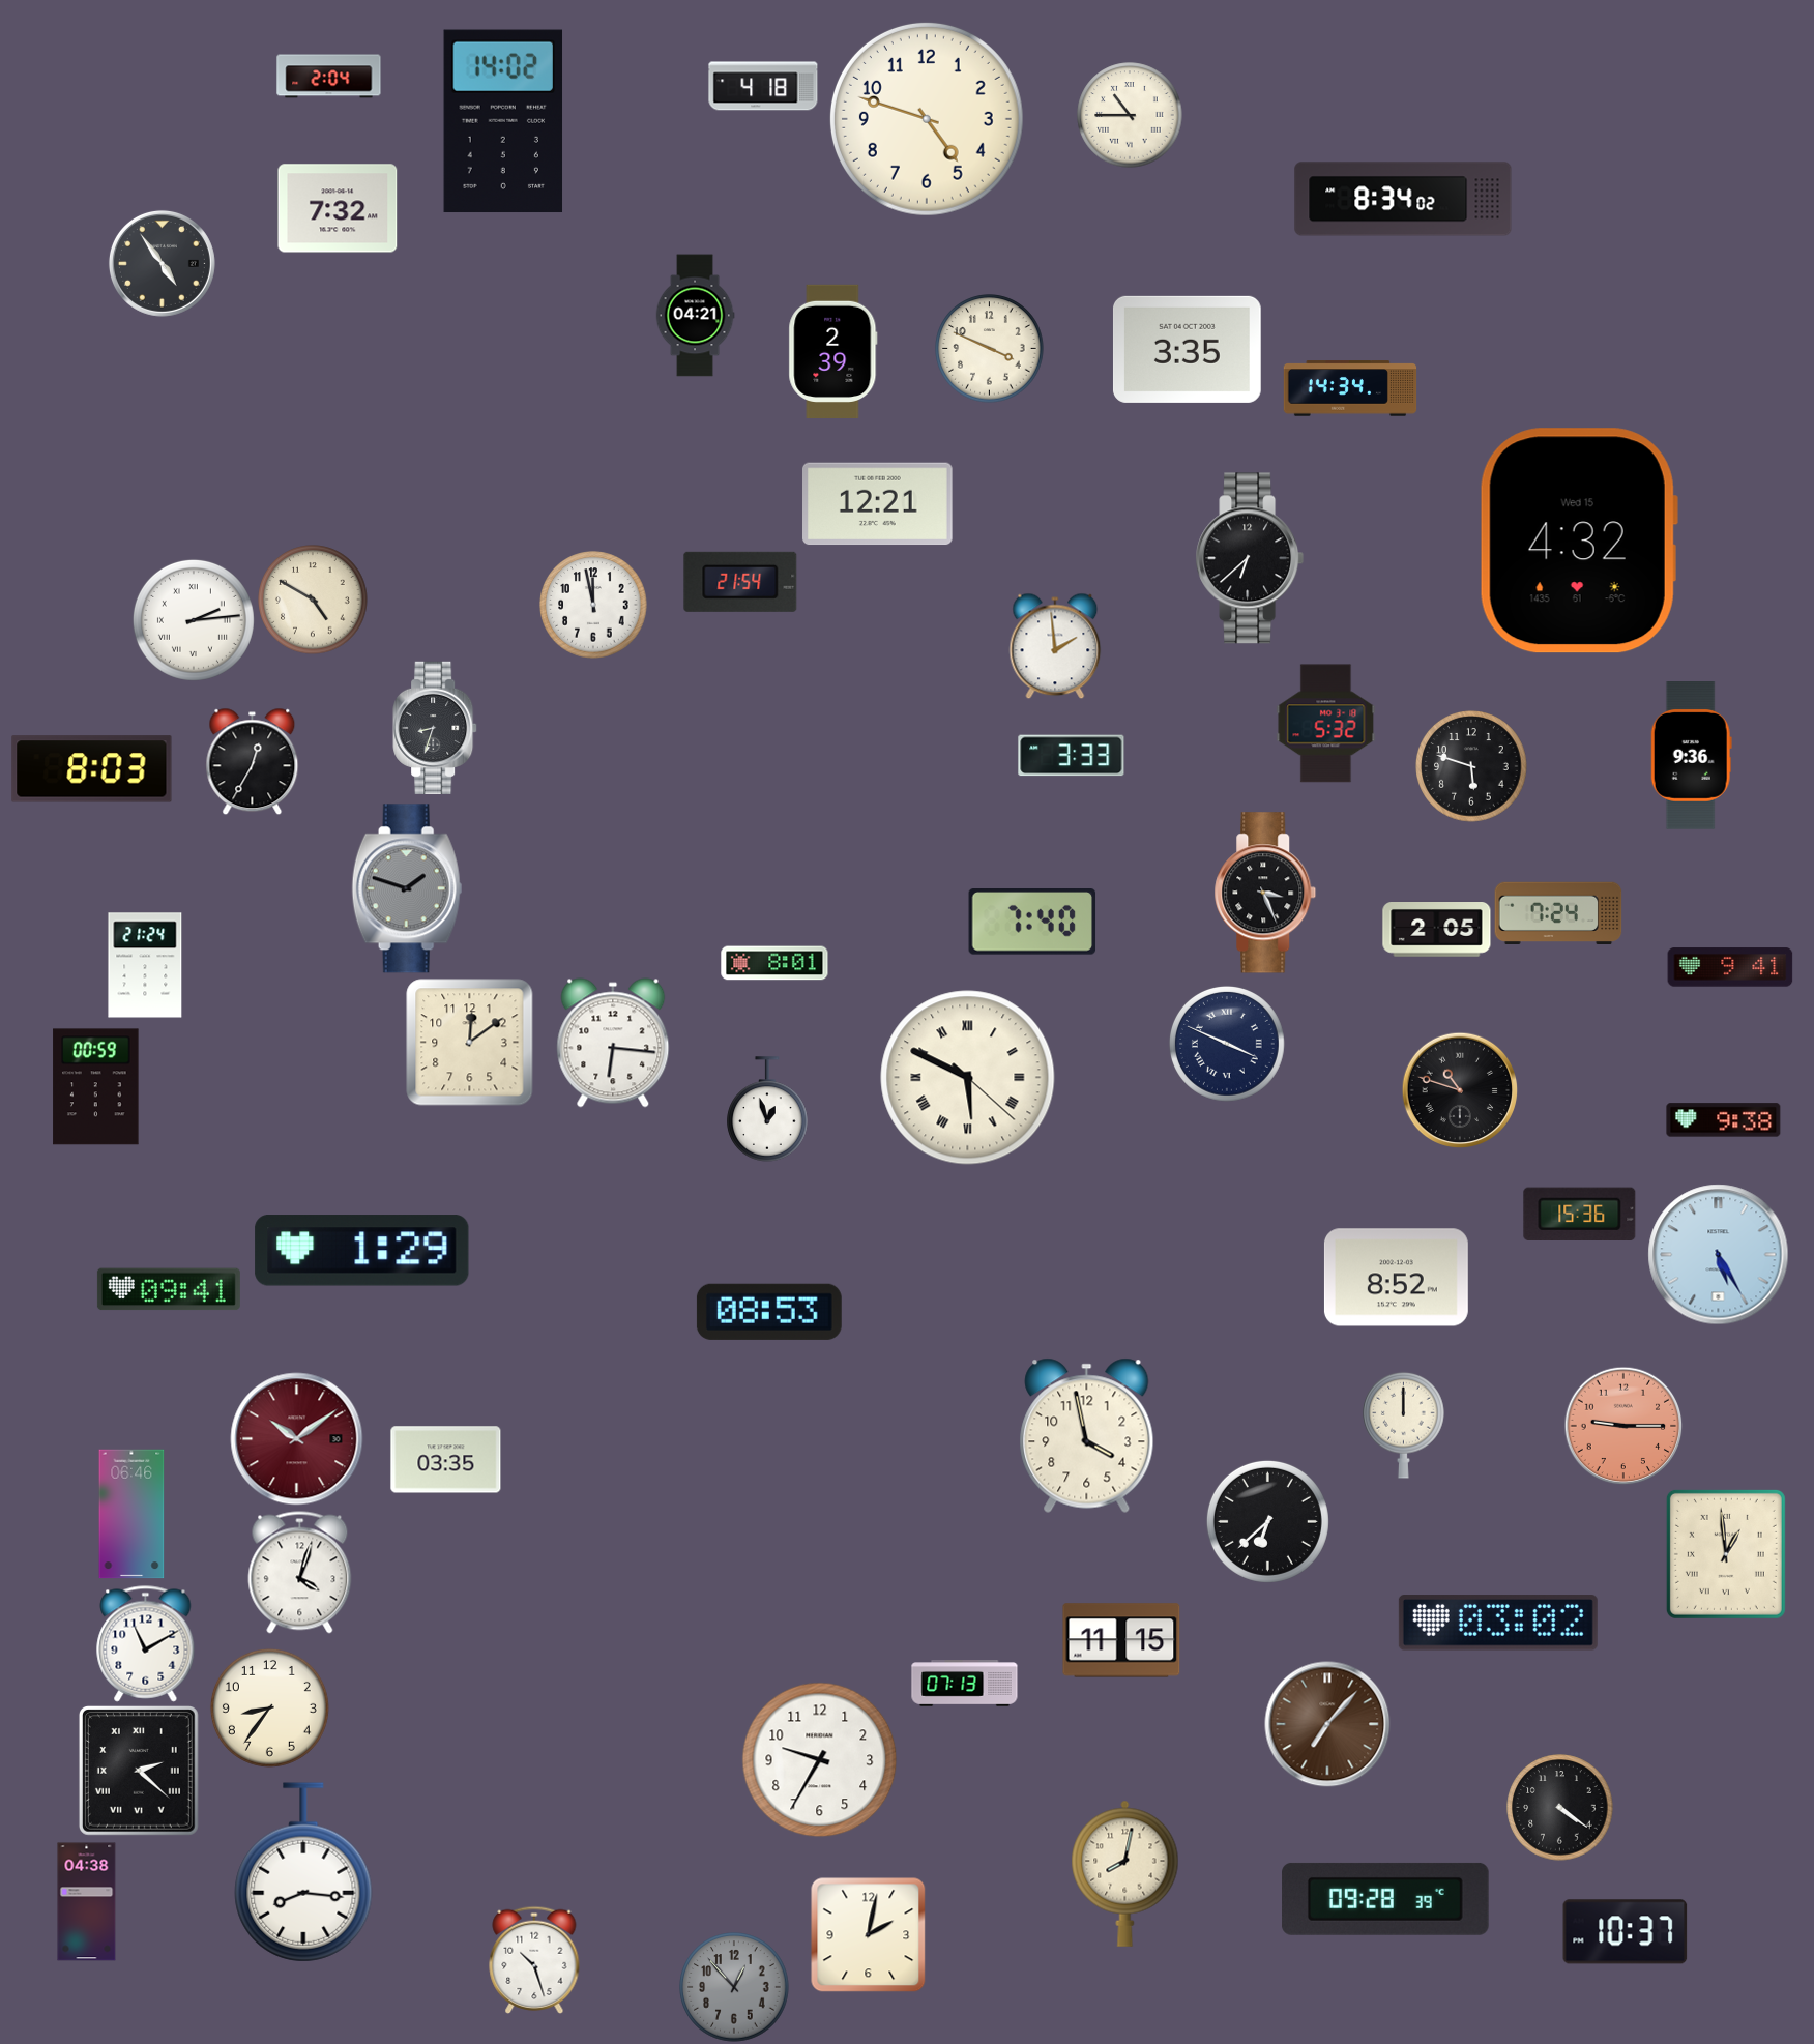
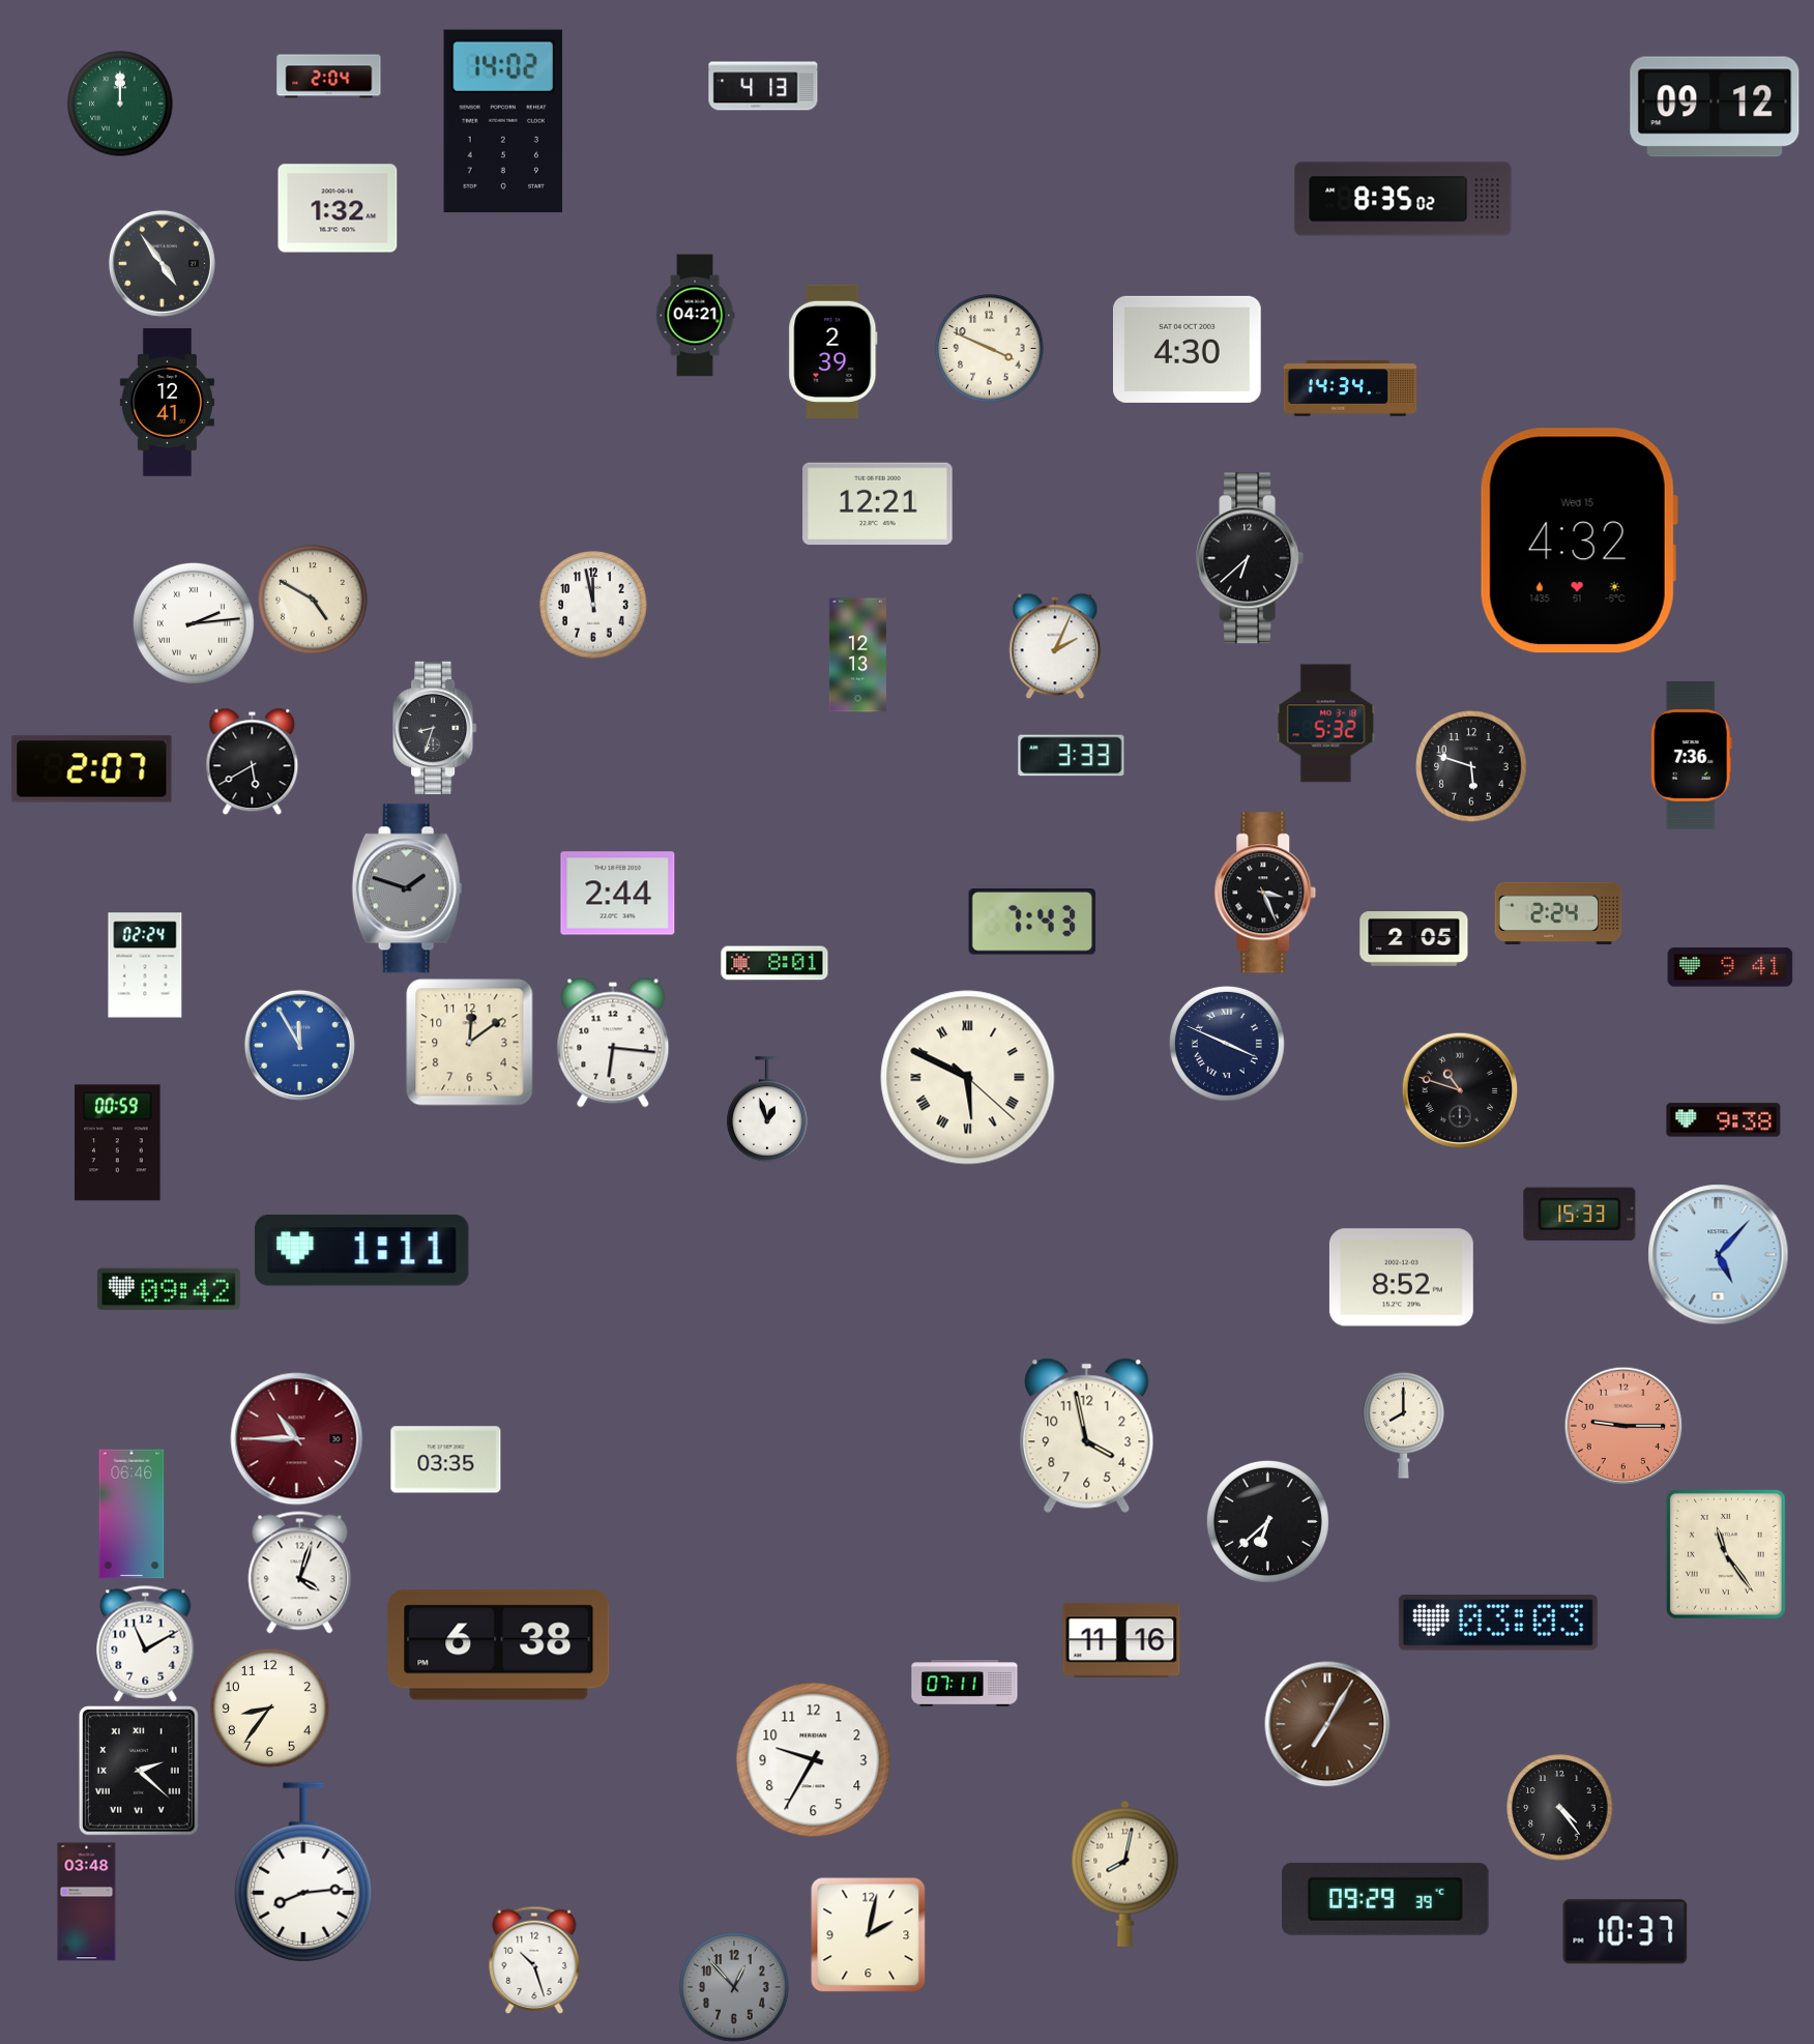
clock at (763, 86): 4:18 -> 4:13
clock at (120, 104): none -> 12:00
clock at (1715, 107): none -> 09:12
clock at (1130, 115): 10:45 -> none
clock at (927, 119): 4:48 -> none
clock at (1403, 199): 8:34 -> 8:35
clock at (338, 208): 7:32 -> 1:32
clock at (1187, 349): 3:35 -> 4:30
clock at (167, 403): none -> 12:41
clock at (740, 582): 21:54 -> none
clock at (194, 620) position: (194, 620) -> (194, 623)
clock at (1055, 646): 1:59 -> 2:04
clock at (857, 655): none -> 12:13
clock at (1691, 756): 9:36 -> 7:36
clock at (253, 761): 12:35 -> 5:40
clock at (92, 769): 8:03 -> 2:07
clock at (618, 894): none -> 2:44
clock at (1558, 912): 7:24 -> 2:24
clock at (1032, 923): 7:40 -> 7:43
clock at (1437, 930) position: (1437, 930) -> (1414, 939)
clock at (145, 965): 21:24 -> 02:24
clock at (299, 1045): none -> 11:55
clock at (96, 1087) position: (96, 1087) -> (118, 1143)
clock at (1580, 1214): 15:36 -> 15:33
clock at (362, 1251): 1:29 -> 1:11
clock at (1719, 1255): 5:25 -> 5:07
clock at (1396, 1278) position: (1396, 1278) -> (1401, 1278)
clock at (169, 1289): 09:41 -> 09:42
clock at (769, 1312): 08:53 -> none
clock at (1404, 1425): 12:00 -> 8:00
clock at (297, 1439): 10:09 -> 10:45
clock at (1726, 1554): 12:59 -> 11:24
clock at (1498, 1623): 03:02 -> 03:03
clock at (1121, 1640): 11:15 -> 11:16
clock at (499, 1645): none -> 6:38
clock at (965, 1684): 07:13 -> 07:11
clock at (1327, 1724): 7:07 -> 7:05
clock at (820, 1760) position: (820, 1760) -> (814, 1760)
clock at (1560, 1808): 4:21 -> 4:24
clock at (303, 1872): 8:16 -> 8:14
clock at (1385, 1899): 09:28 -> 09:29
clock at (87, 1902): 04:38 -> 03:48
